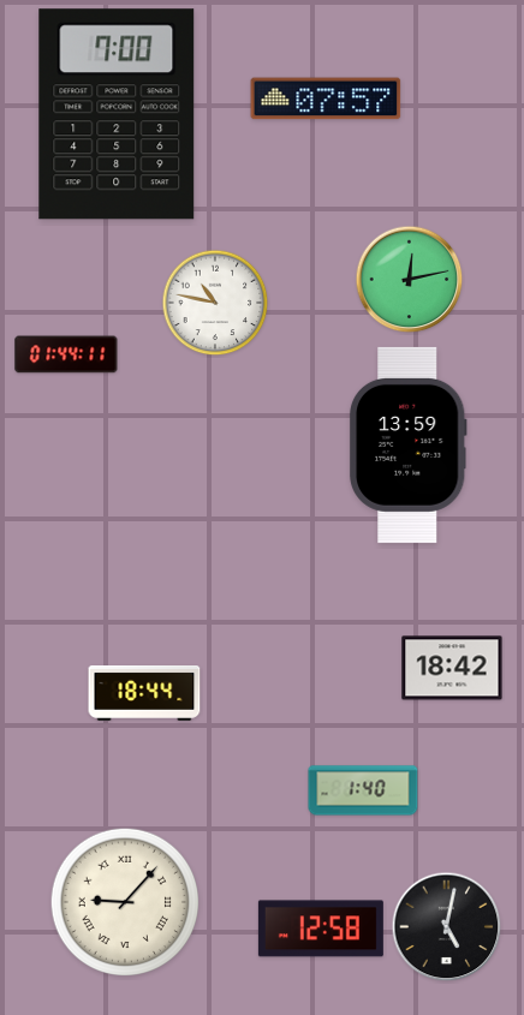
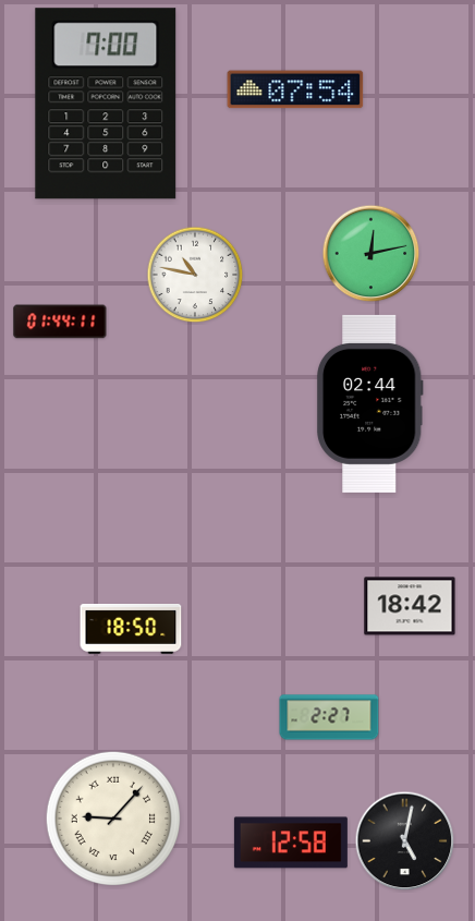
clock at (326, 98): 07:57 -> 07:54
clock at (407, 444): 13:59 -> 02:44
clock at (144, 693): 18:44 -> 18:50
clock at (363, 790): 1:40 -> 2:27
